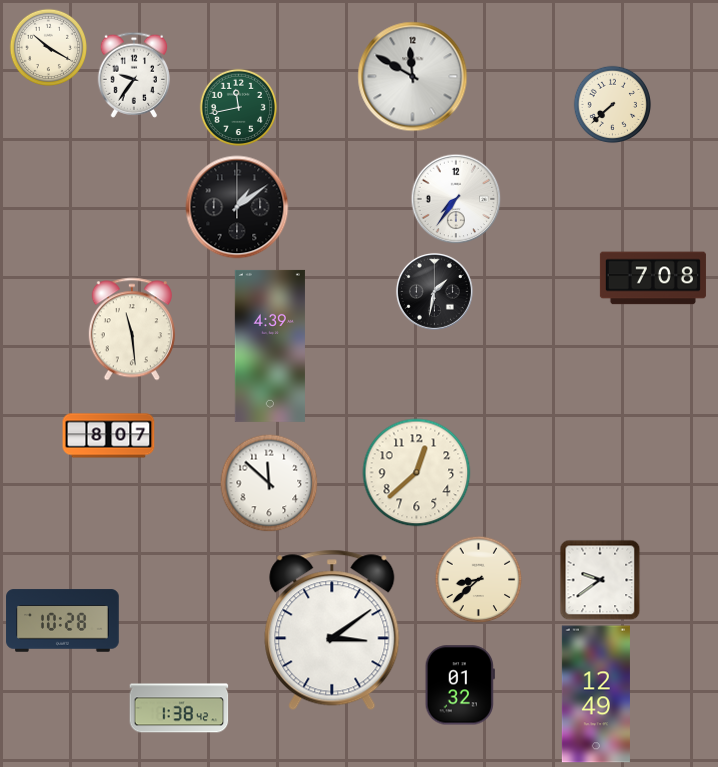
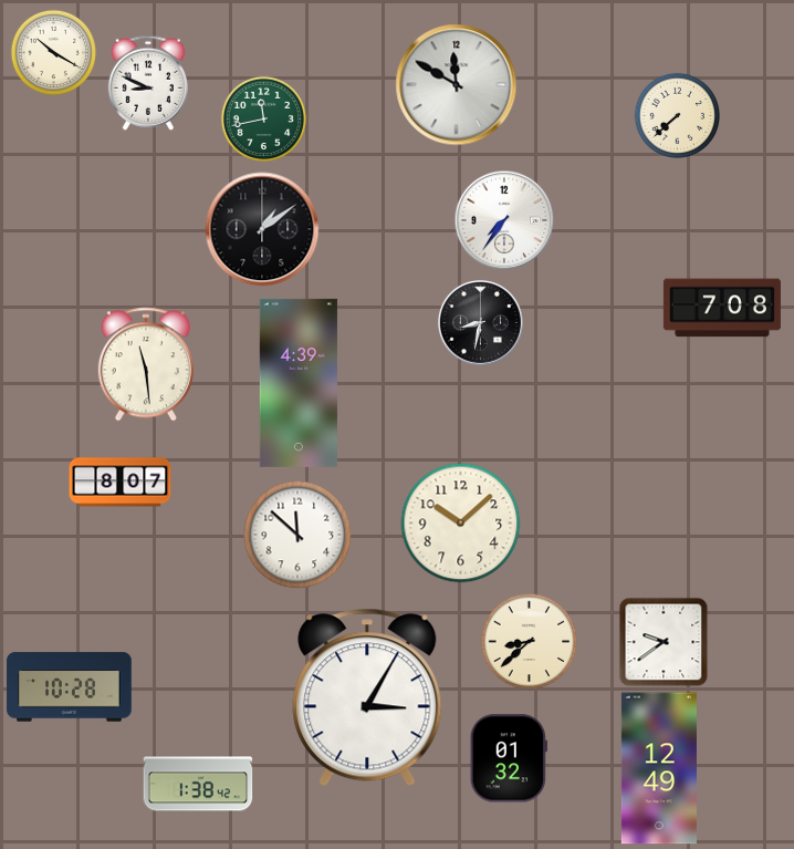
clock at (133, 75): 9:36 -> 8:49
clock at (434, 291): 1:32 -> 8:32
clock at (417, 473): 12:38 -> 10:08
clock at (332, 630): 3:09 -> 3:05
